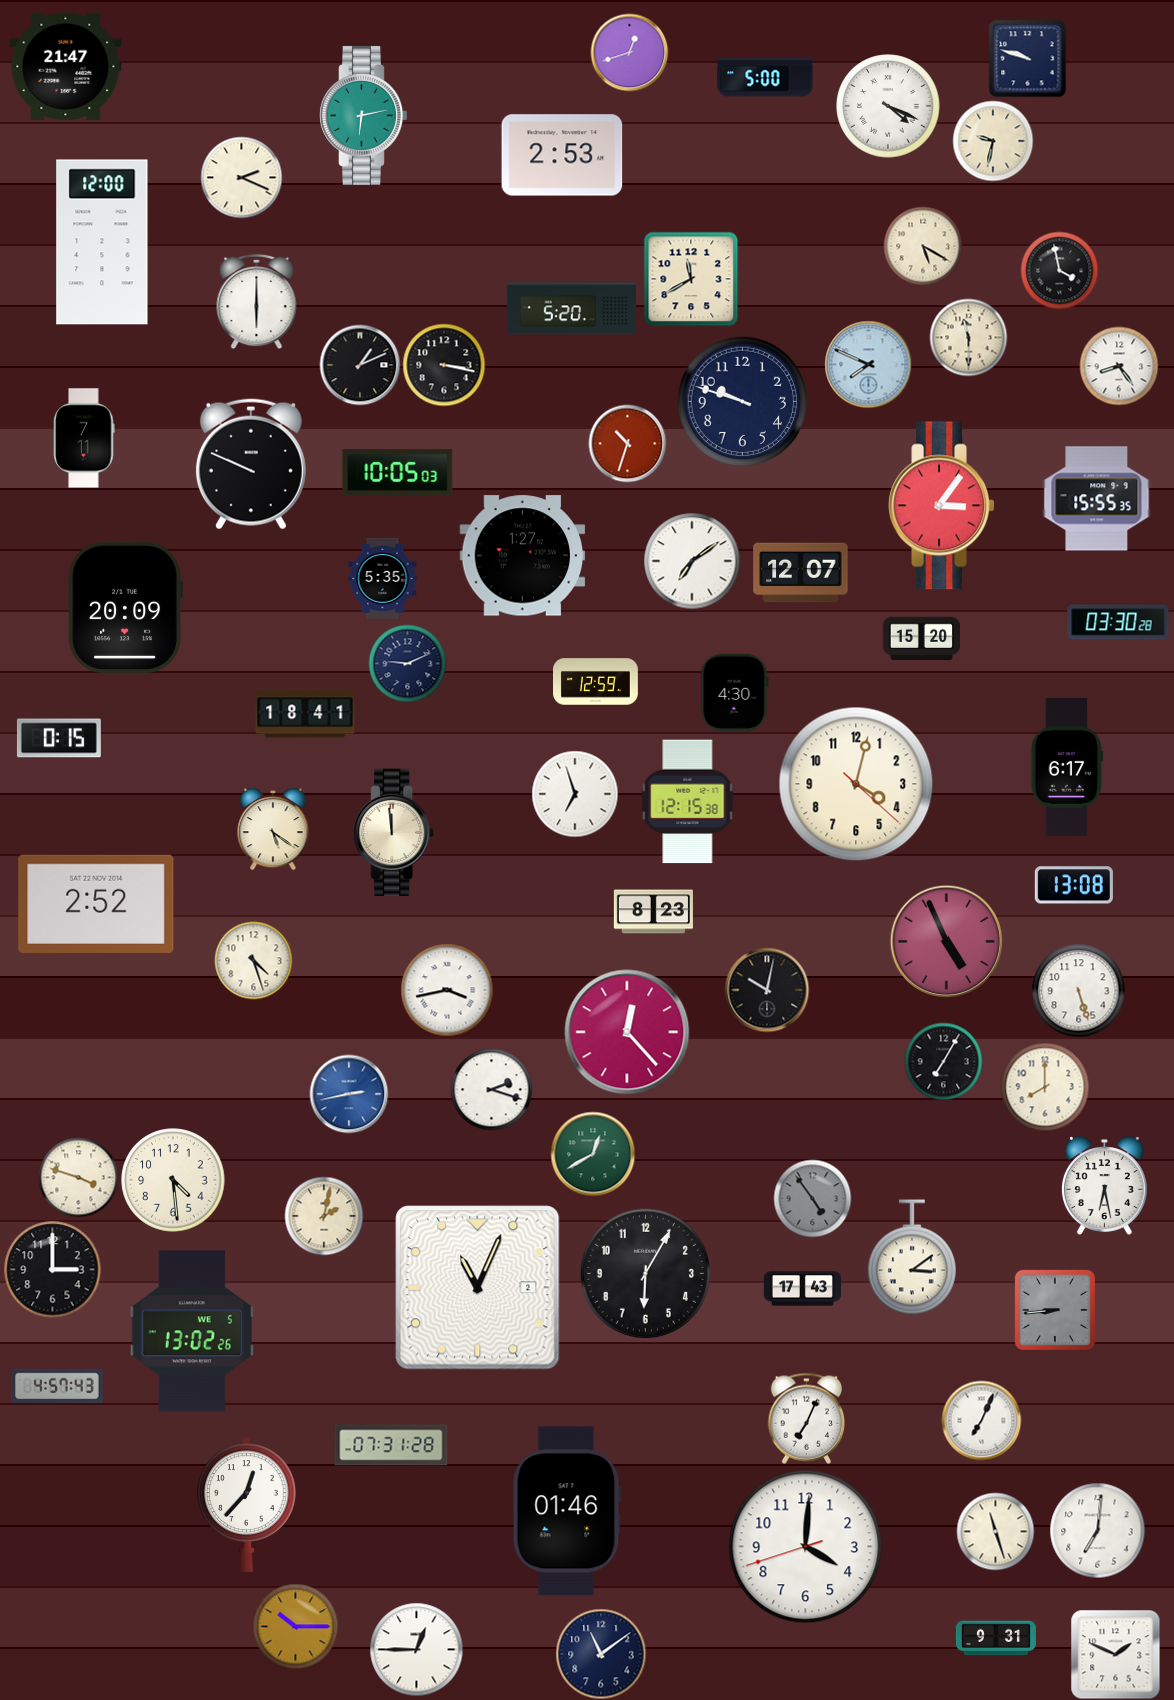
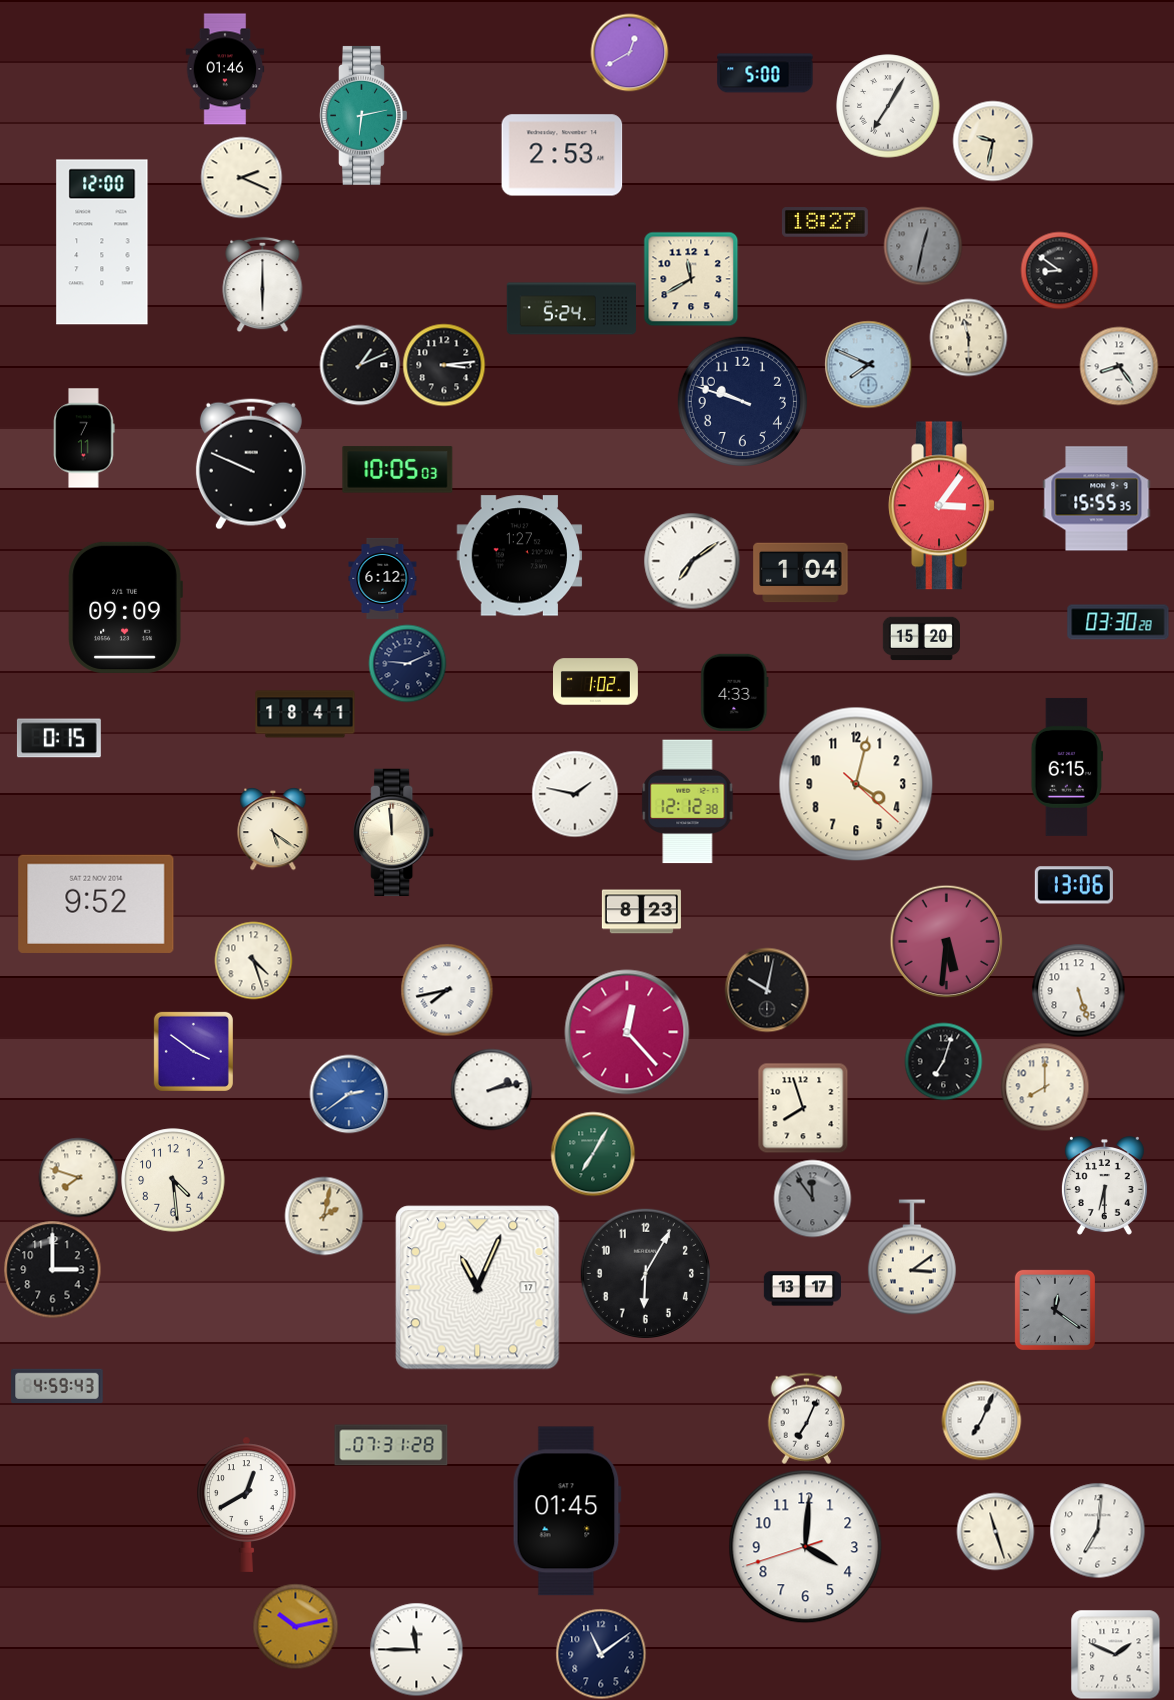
clock at (629, 52): 12:42 -> 12:40
clock at (1027, 58): 9:48 -> none
clock at (66, 67): 21:47 -> none
clock at (225, 69): none -> 01:46
clock at (765, 77) position: (765, 77) -> (765, 73)
clock at (888, 106): 4:19 -> 7:05
clock at (825, 222): none -> 18:27
clock at (923, 246): 5:20 -> 12:32
clock at (923, 246) dial: cream -> grey
clock at (1059, 270): 3:58 -> 8:51
clock at (257, 301) position: (257, 301) -> (263, 284)
clock at (572, 309): 5:20 -> 5:24
clock at (444, 365): 3:17 -> 3:14
clock at (627, 443): 10:33 -> none
clock at (398, 473) position: (398, 473) -> (398, 470)
clock at (523, 556) position: (523, 556) -> (520, 556)
clock at (801, 573): 12:07 -> 1:04
clock at (383, 578): 5:35 -> 6:12
clock at (125, 607): 20:09 -> 09:09
clock at (596, 682): 12:59 -> 1:02
clock at (735, 692): 4:30 -> 4:33
clock at (1066, 767): 6:17 -> 6:15
clock at (575, 794): 6:57 -> 1:47
clock at (688, 802): 12:15 -> 12:12
clock at (1074, 885): 13:08 -> 13:06
clock at (96, 904): 2:52 -> 9:52
clock at (653, 912) position: (653, 912) -> (641, 912)
clock at (946, 941): 4:56 -> 5:31
clock at (447, 990): 3:43 -> 7:43
clock at (193, 1051): none -> 3:51
clock at (943, 1061): 7:05 -> 7:03
clock at (491, 1089): 2:18 -> 2:13
clock at (349, 1094): 2:43 -> 2:39
clock at (803, 1108): none -> 7:57
clock at (593, 1154): 12:40 -> 7:05
clock at (78, 1177): 3:48 -> 7:48
clock at (1104, 1186): 6:28 -> 6:30
clock at (812, 1198): 4:54 -> 11:54
clock at (478, 1288) date: 2 -> 17
clock at (802, 1289): 17:43 -> 13:17
clock at (1055, 1310): 8:44 -> 12:21
clock at (192, 1331): 13:02 -> none
clock at (57, 1386): 4:57 -> 4:59
clock at (247, 1504): 12:37 -> 12:40
clock at (567, 1511): 01:46 -> 01:45
clock at (295, 1626): 10:15 -> 10:13
clock at (996, 1638): 9:31 -> none
clock at (416, 1649): 12:45 -> 11:45
